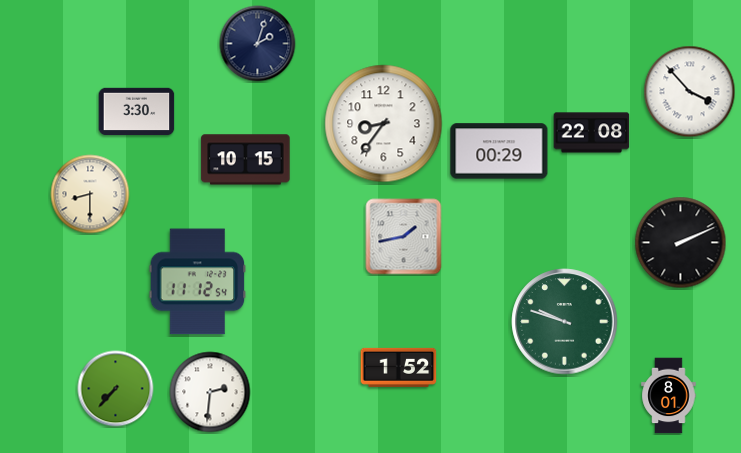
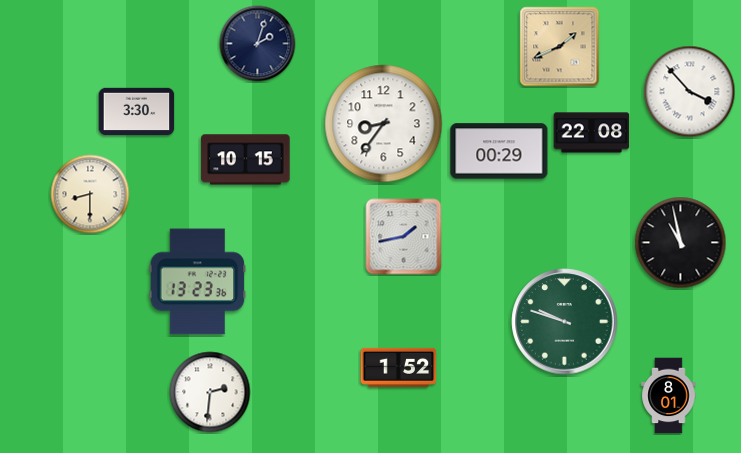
clock at (560, 47): none -> 1:41
clock at (681, 243): 2:11 -> 10:58
clock at (198, 282): 11:12 -> 13:23
clock at (116, 389): 7:37 -> none
